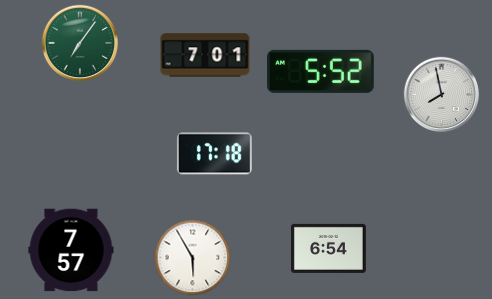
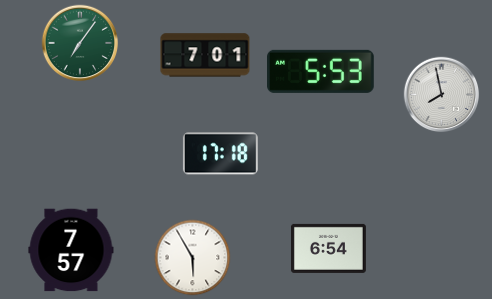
clock at (321, 71): 5:52 -> 5:53
clock at (214, 154) position: (214, 154) -> (220, 154)
